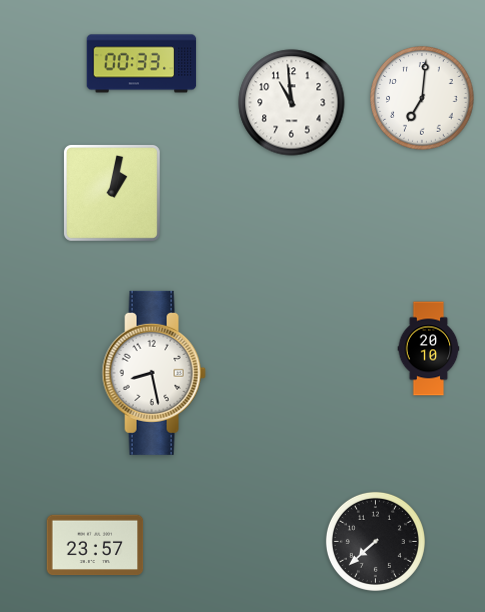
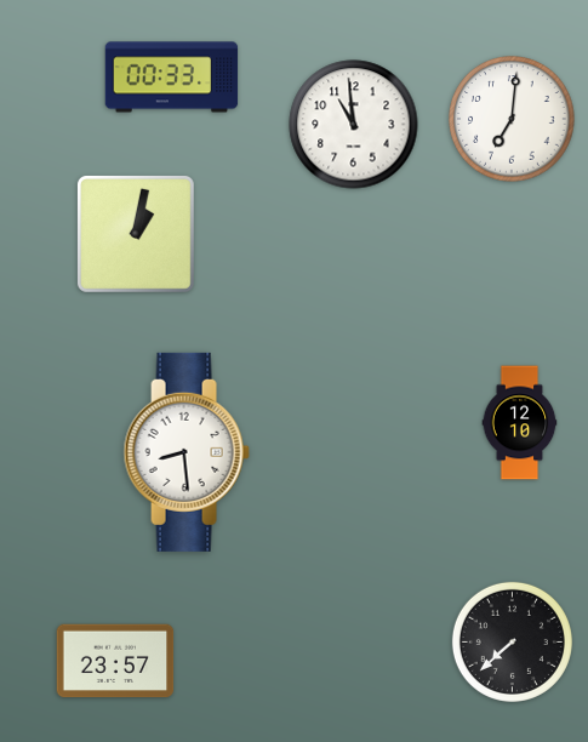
clock at (429, 349): 20:10 -> 12:10
clock at (154, 373): 8:28 -> 8:29
clock at (375, 541) position: (375, 541) -> (512, 641)
